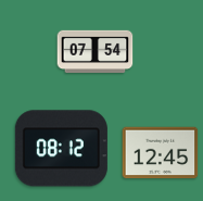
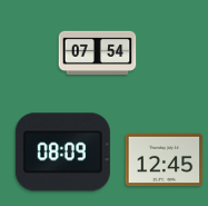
clock at (61, 149): 08:12 -> 08:09
clock at (161, 153) position: (161, 153) -> (165, 160)
